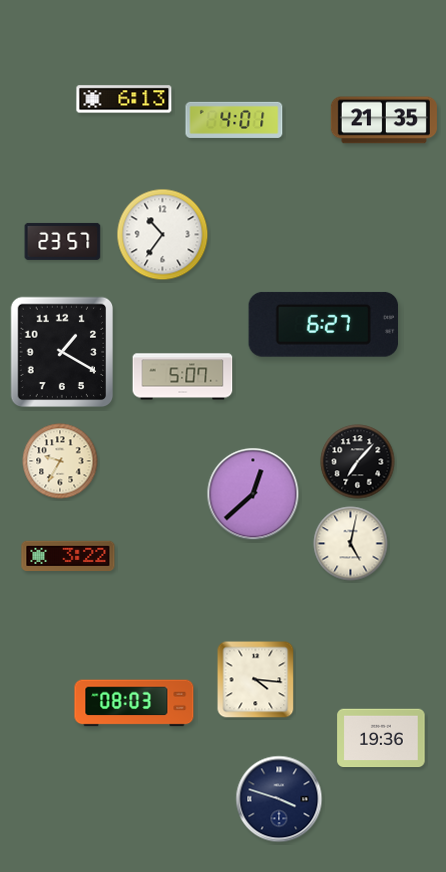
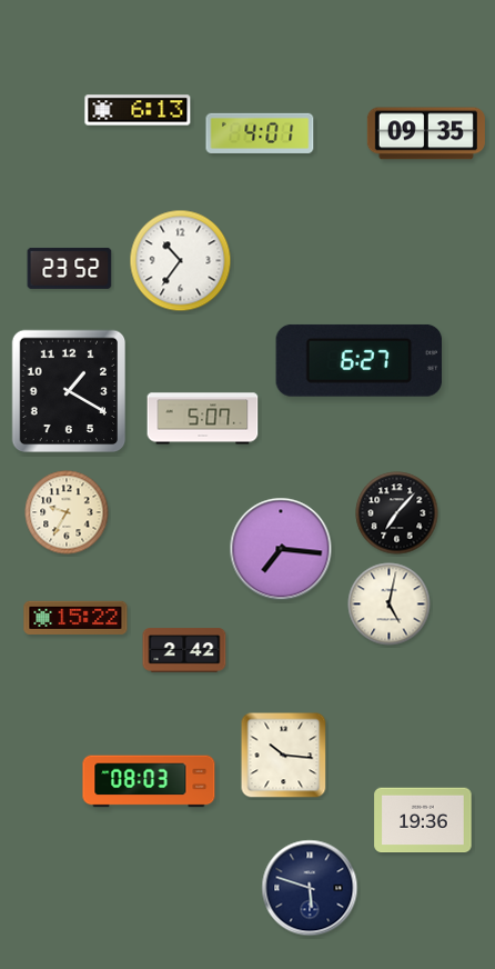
clock at (384, 120): 21:35 -> 09:35
clock at (63, 241): 23:57 -> 23:52
clock at (253, 494): 12:38 -> 7:16
clock at (68, 556): 3:22 -> 15:22
clock at (184, 650): none -> 2:42
clock at (256, 680): 4:16 -> 10:16
clock at (279, 799): 3:48 -> 5:48
